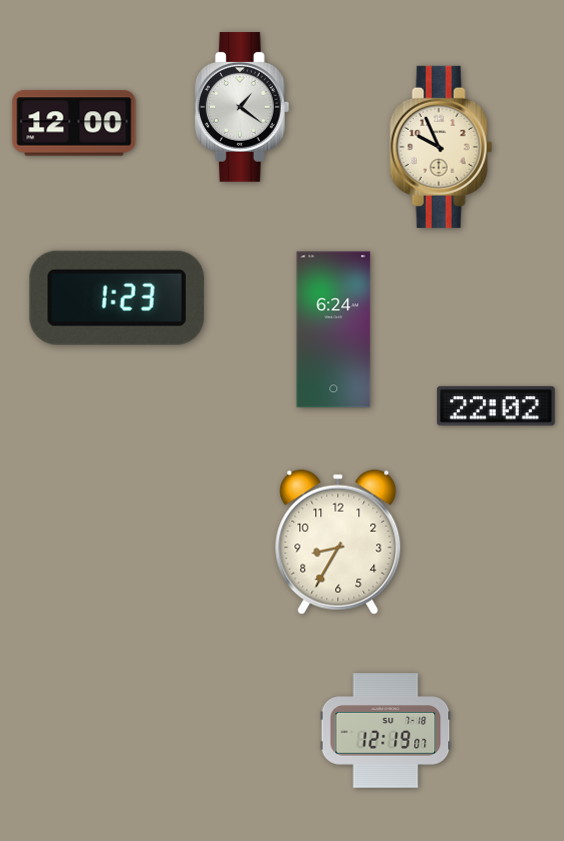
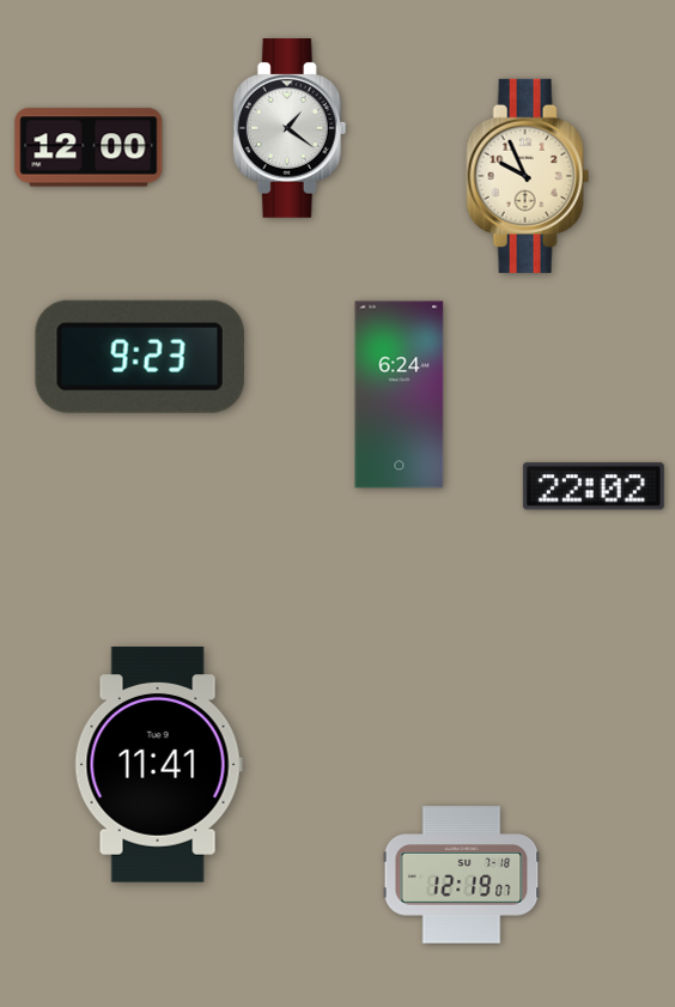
clock at (117, 298): 1:23 -> 9:23
clock at (338, 542): 8:35 -> none
clock at (158, 765): none -> 11:41
